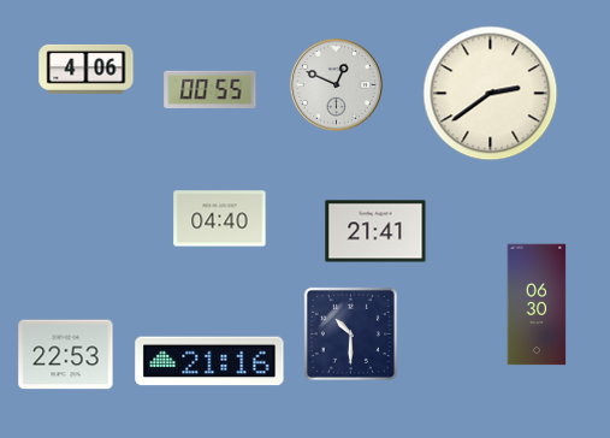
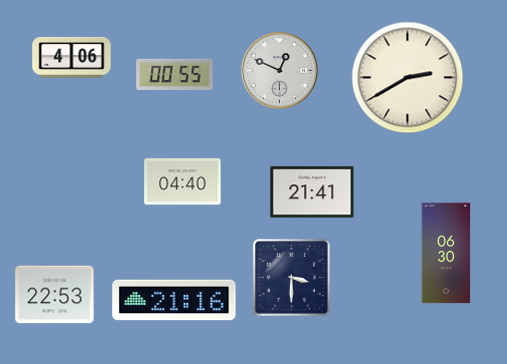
clock at (491, 94): 2:39 -> 2:40
clock at (350, 333): 10:30 -> 3:30
